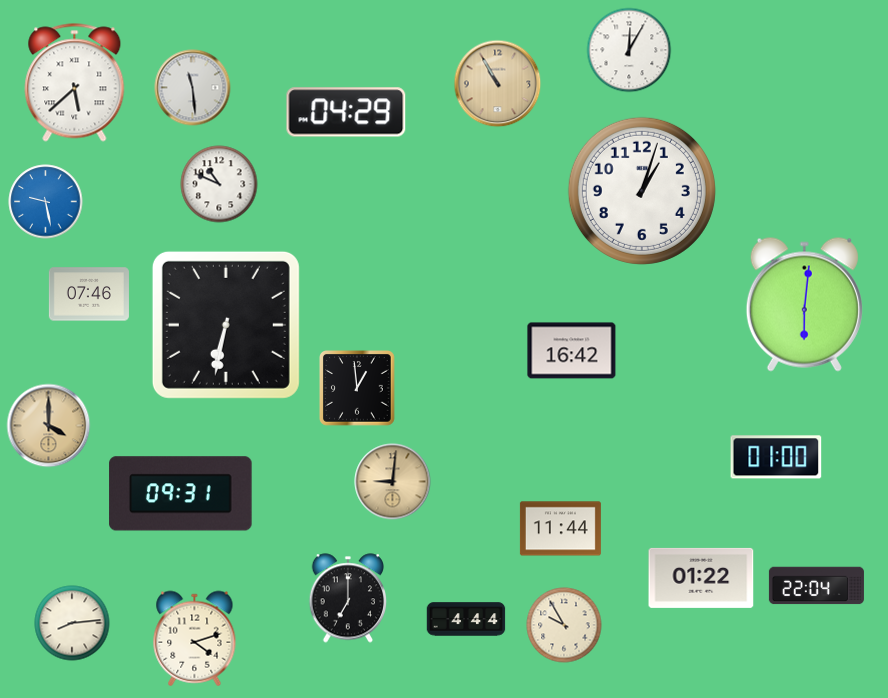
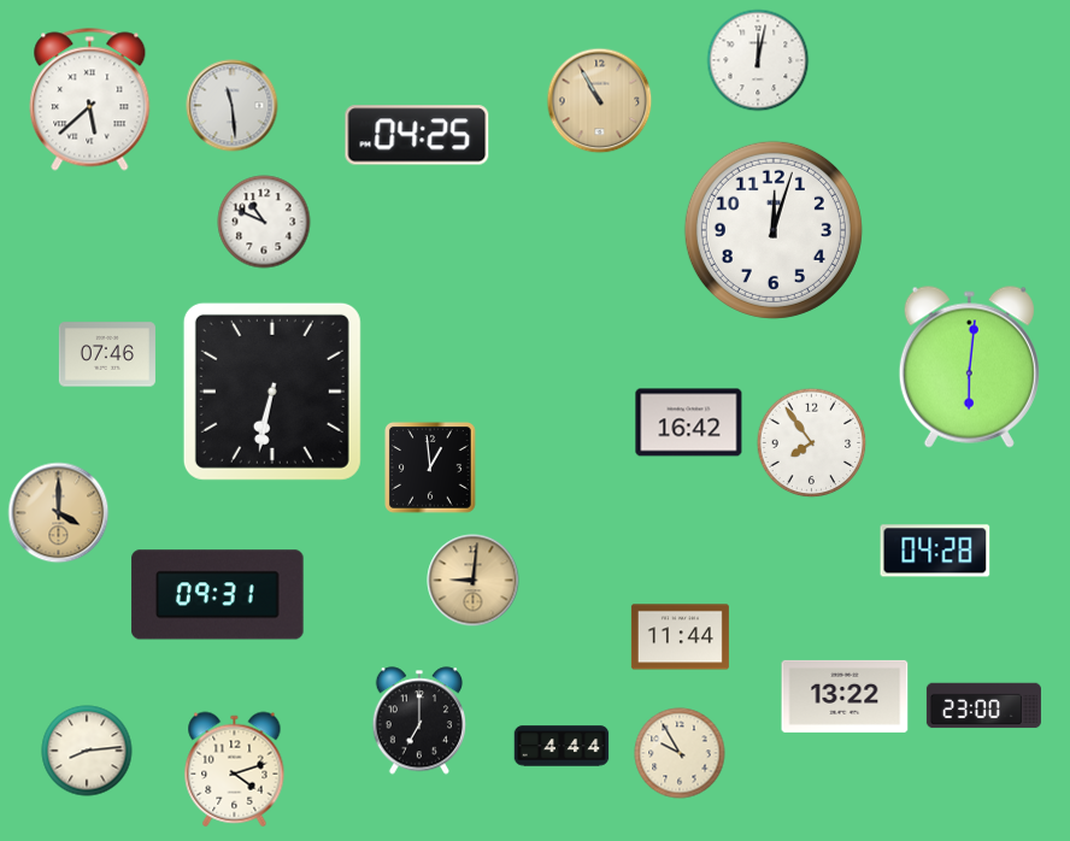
clock at (629, 50): 12:05 -> 12:02
clock at (346, 112): 04:29 -> 04:25
clock at (642, 191): 1:03 -> 12:03
clock at (46, 202): 9:28 -> none
clock at (812, 443): none -> 7:54
clock at (776, 457): 01:00 -> 04:28
clock at (560, 529) position: (560, 529) -> (680, 637)
clock at (701, 578): 01:22 -> 13:22
clock at (816, 586): 22:04 -> 23:00
